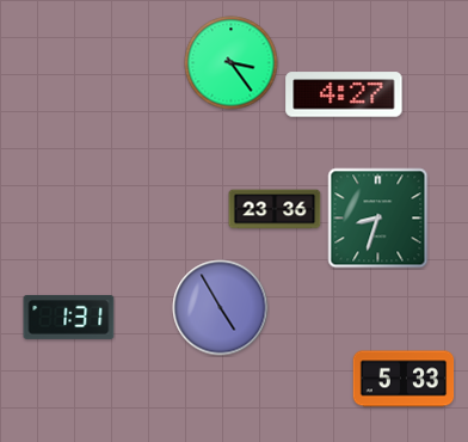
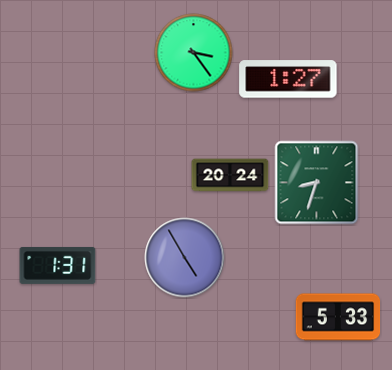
clock at (344, 94): 4:27 -> 1:27
clock at (275, 209): 23:36 -> 20:24
